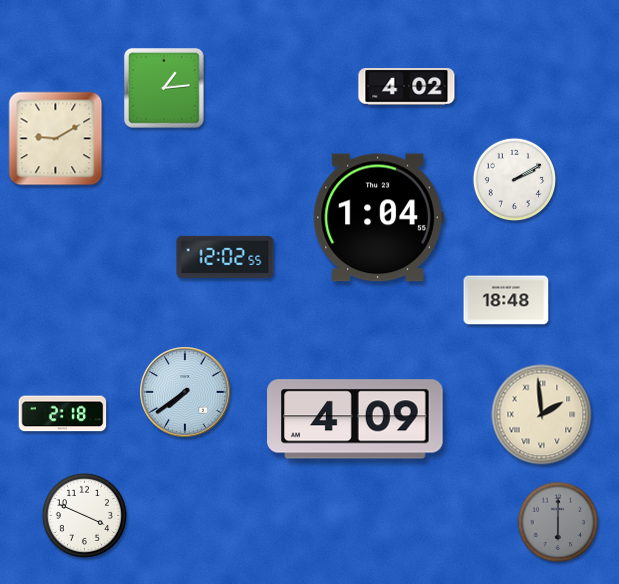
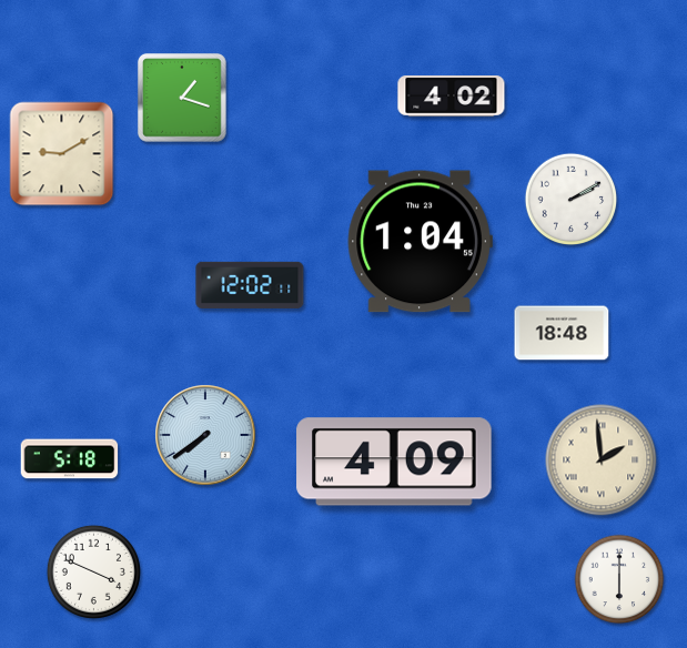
clock at (165, 89): 1:14 -> 1:18
clock at (225, 257): 12:02:55 -> 12:02:11
clock at (63, 414): 2:18 -> 5:18
clock at (355, 419) position: (355, 419) -> (394, 462)
clock at (558, 522) dial: grey -> white
